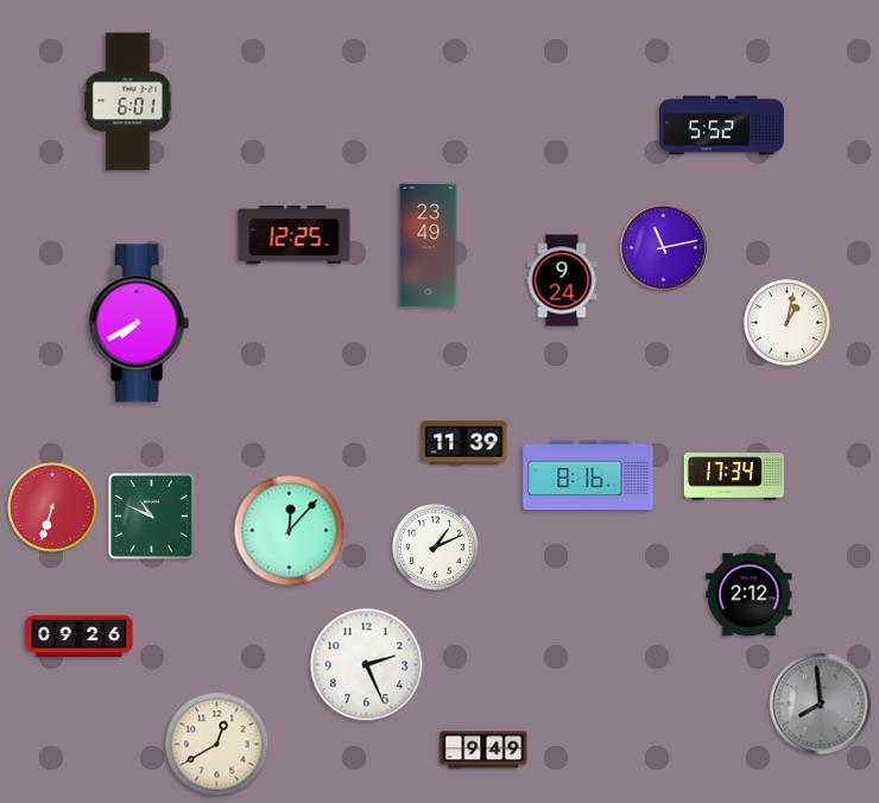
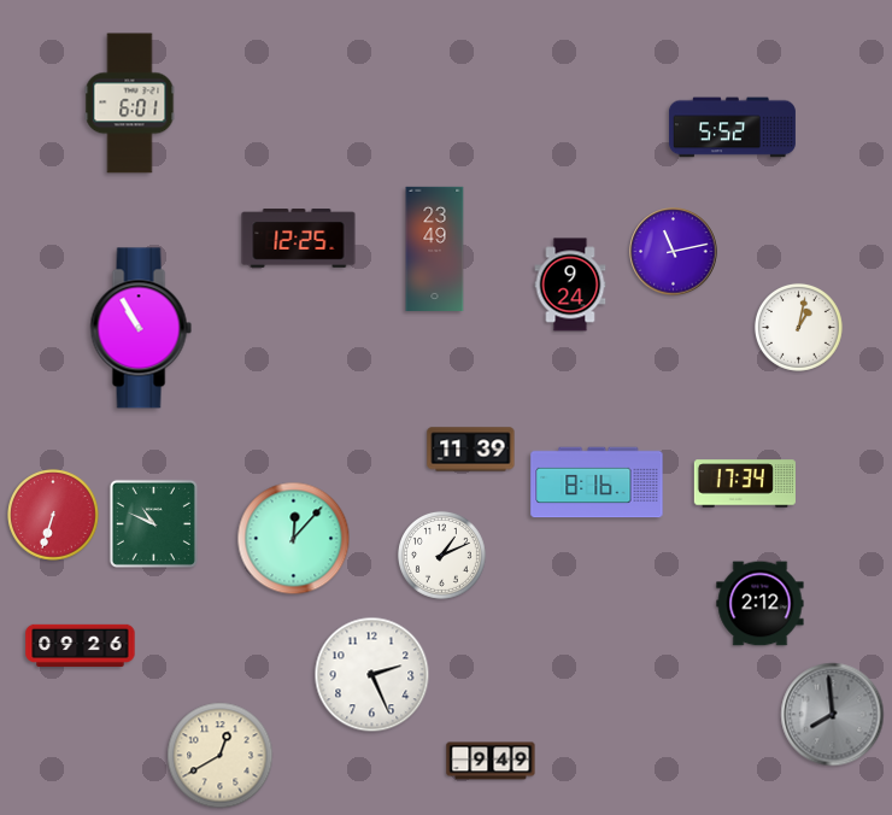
clock at (139, 323): 7:40 -> 10:55
